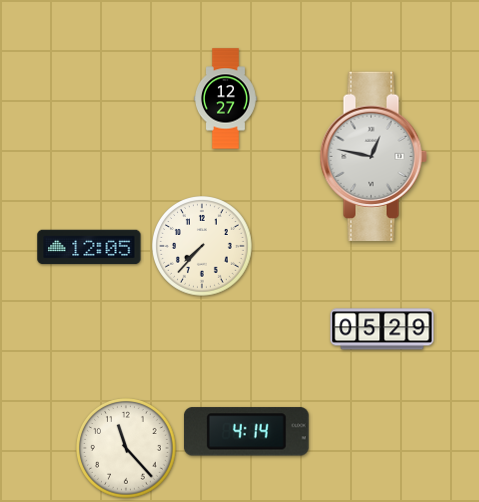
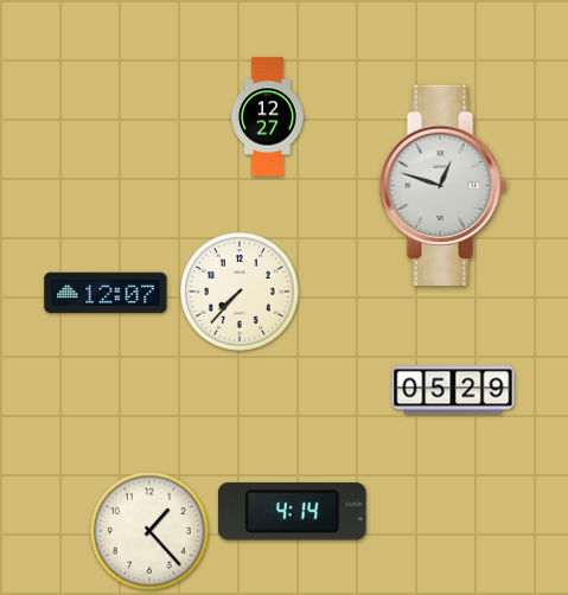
clock at (373, 156): 12:47 -> 12:48
clock at (89, 247): 12:05 -> 12:07
clock at (127, 449): 11:23 -> 1:23
